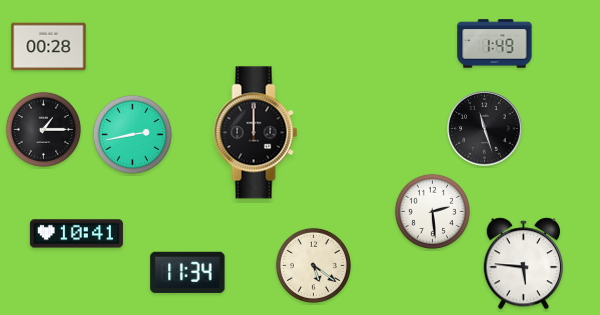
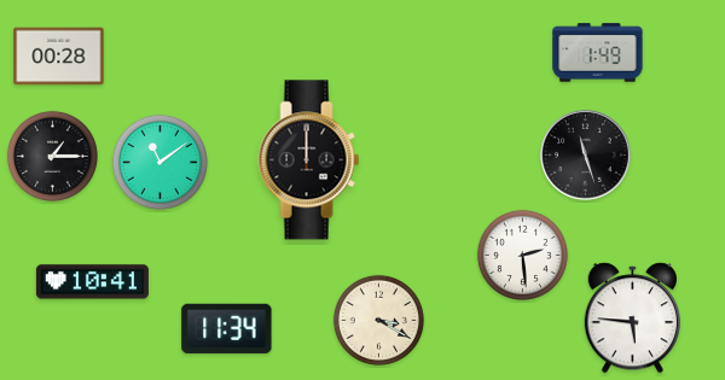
clock at (132, 134): 2:43 -> 11:09
clock at (313, 265): 5:21 -> 3:20
